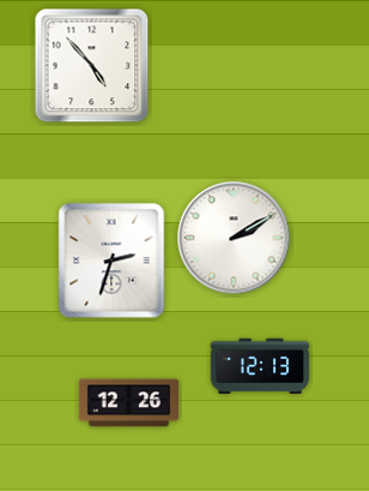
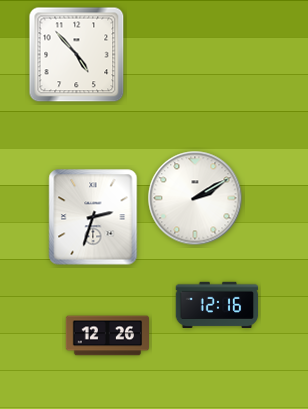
clock at (260, 365): 12:13 -> 12:16
